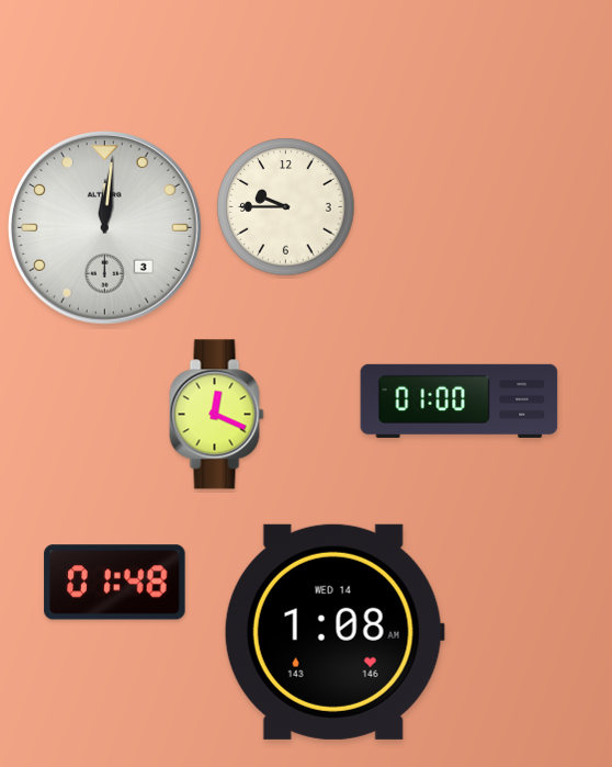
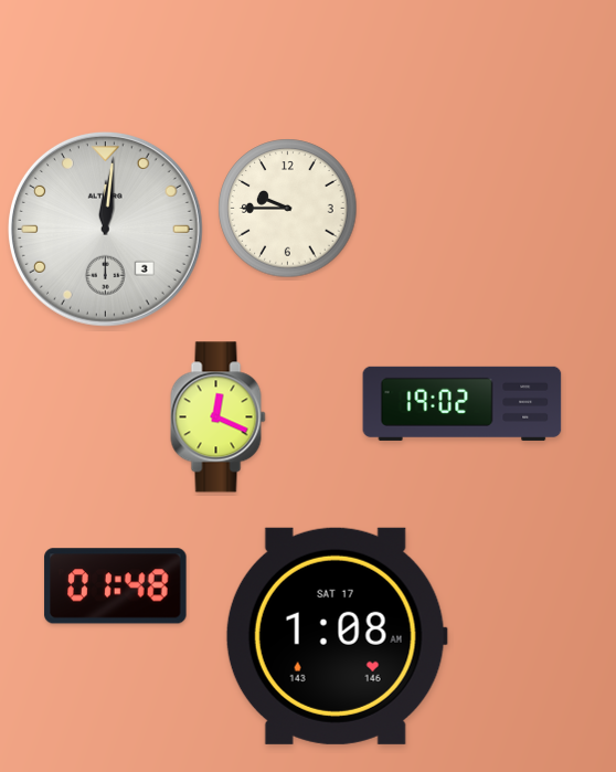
clock at (460, 401): 01:00 -> 19:02
clock at (335, 632) date: WED 14 -> SAT 17
